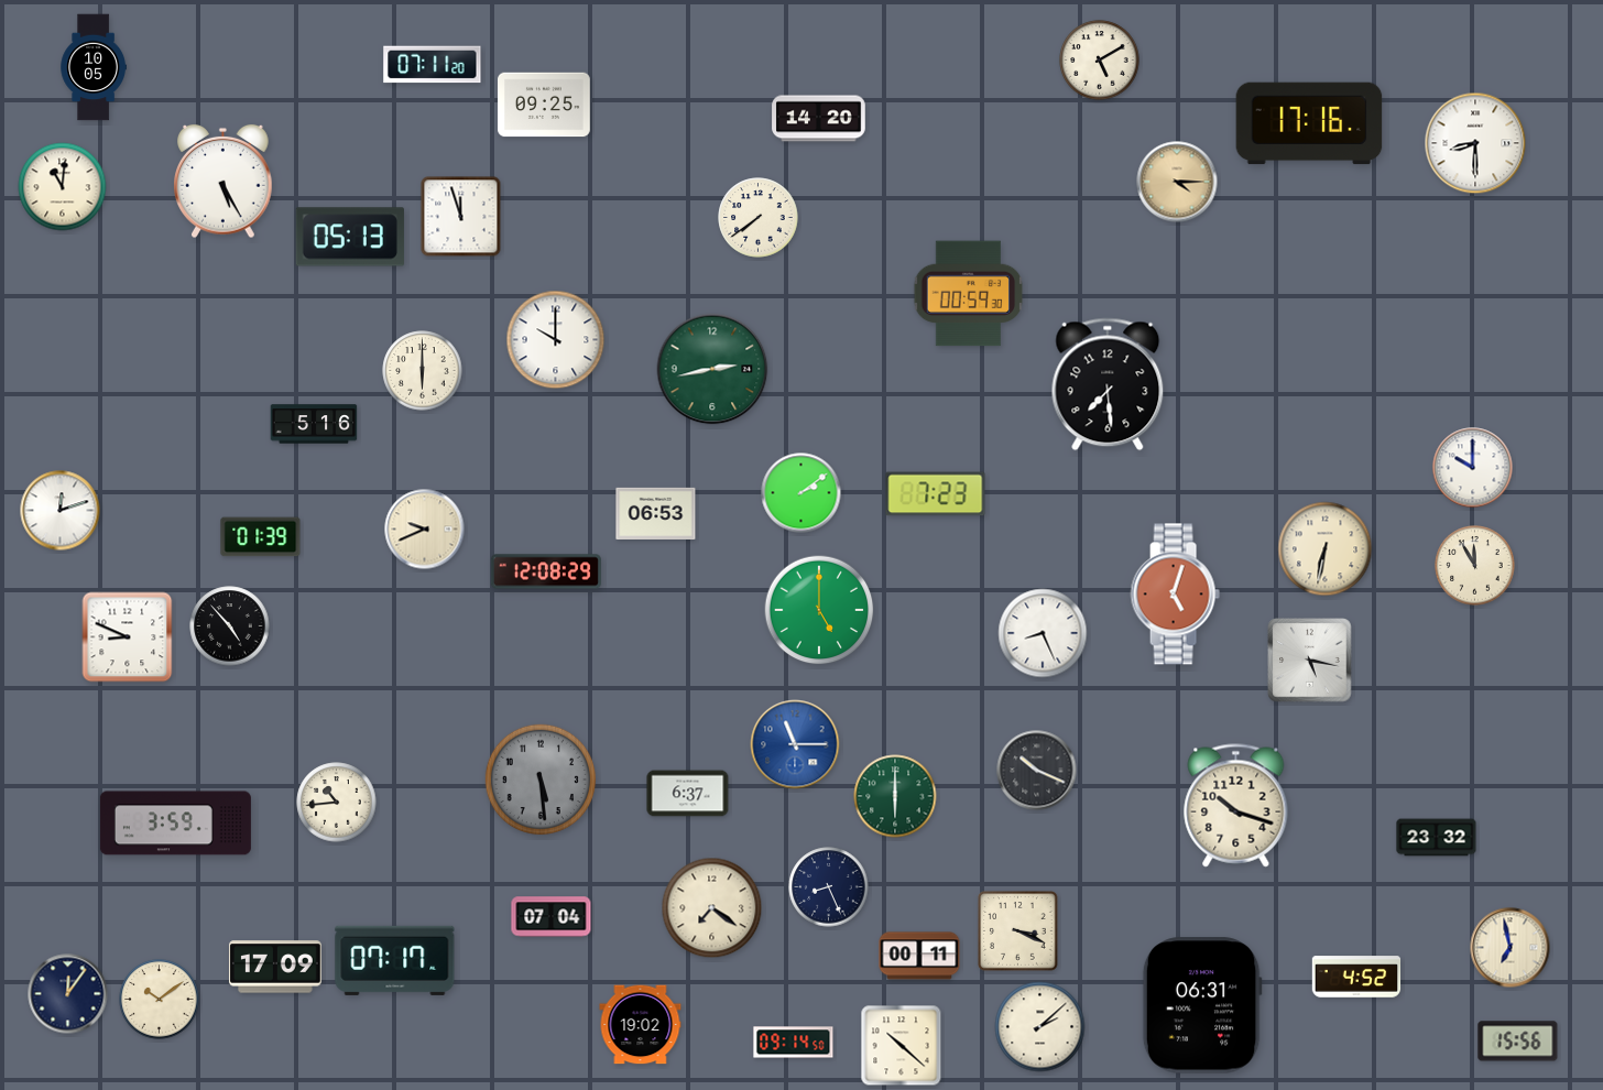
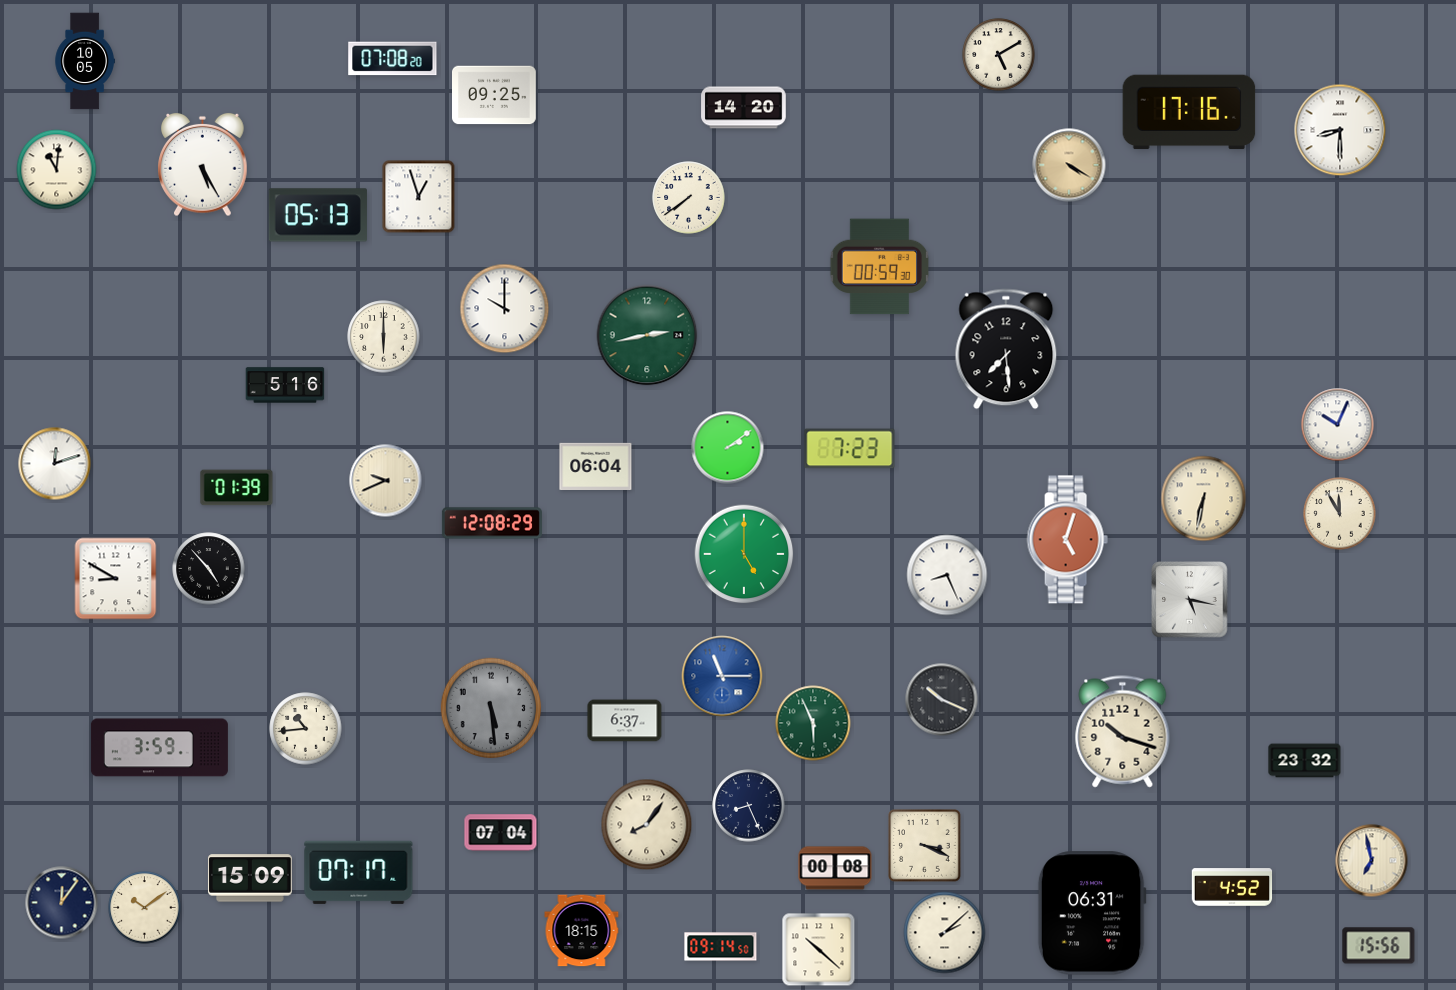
clock at (433, 65): 07:11 -> 07:08
clock at (1177, 182): 4:15 -> 4:20
clock at (461, 217): 11:57 -> 12:57
clock at (1473, 468): 10:00 -> 10:04
clock at (656, 513): 06:53 -> 06:04
clock at (546, 571) position: (546, 571) -> (492, 523)
clock at (128, 637): 8:49 -> 8:50
clock at (895, 796): 6:00 -> 5:56
clock at (829, 887) position: (829, 887) -> (749, 806)
clock at (712, 908): 7:21 -> 8:06
clock at (919, 956): 00:11 -> 00:08
clock at (275, 967): 17:09 -> 15:09
clock at (641, 1025): 19:02 -> 18:15
